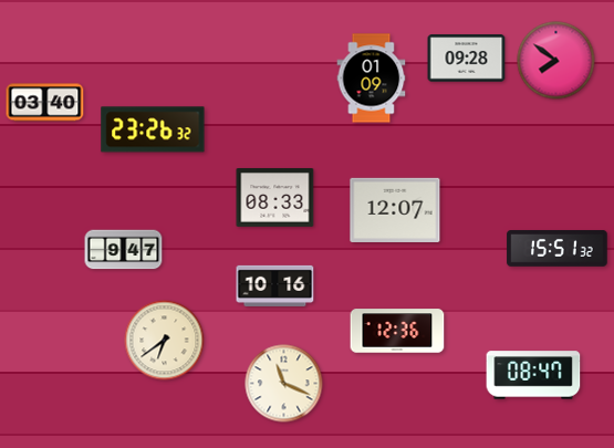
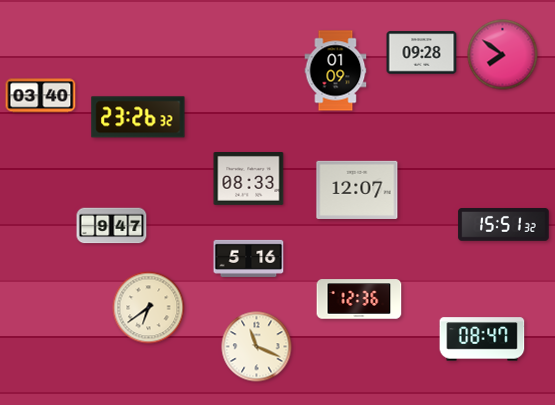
clock at (45, 103) position: (45, 103) -> (41, 96)
clock at (275, 285): 10:16 -> 5:16
